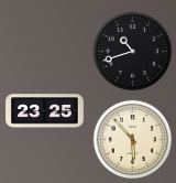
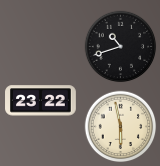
clock at (45, 111): 23:25 -> 23:22
clock at (133, 140): 5:53 -> 5:58
